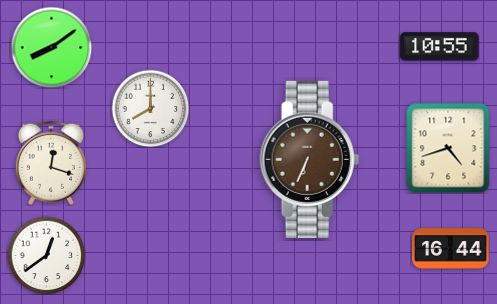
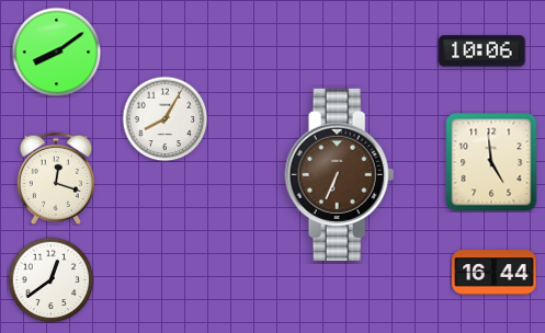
clock at (440, 47): 10:55 -> 10:06
clock at (150, 108): 8:00 -> 8:05
clock at (448, 148): 4:42 -> 4:59
